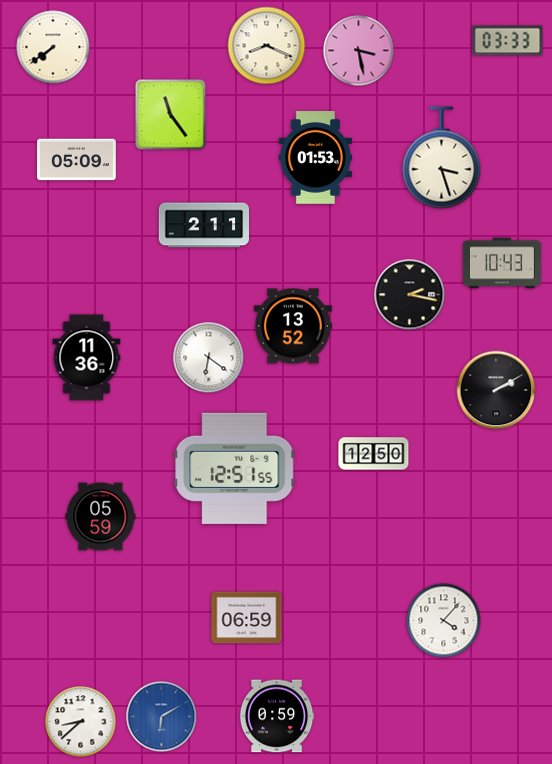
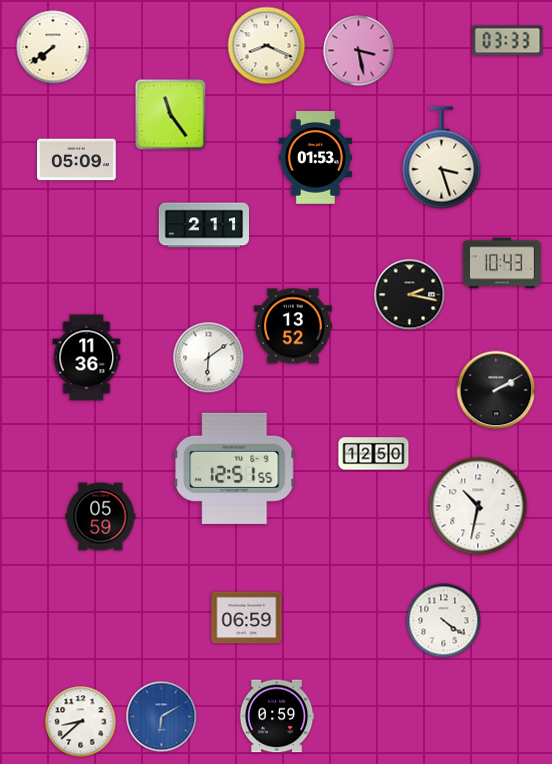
clock at (209, 358): 6:21 -> 6:09
clock at (478, 506): none -> 10:32
clock at (444, 621): 4:07 -> 4:21
